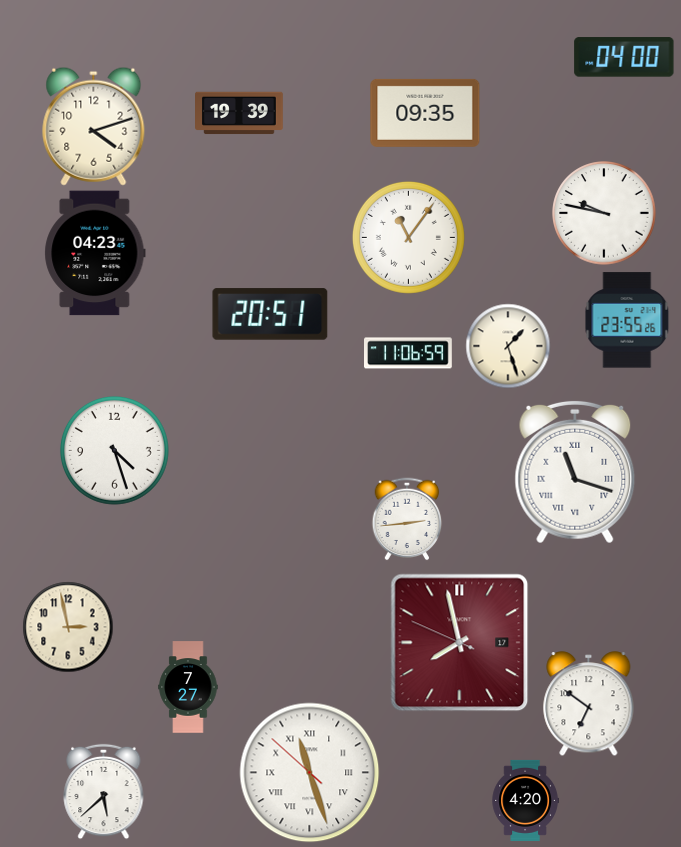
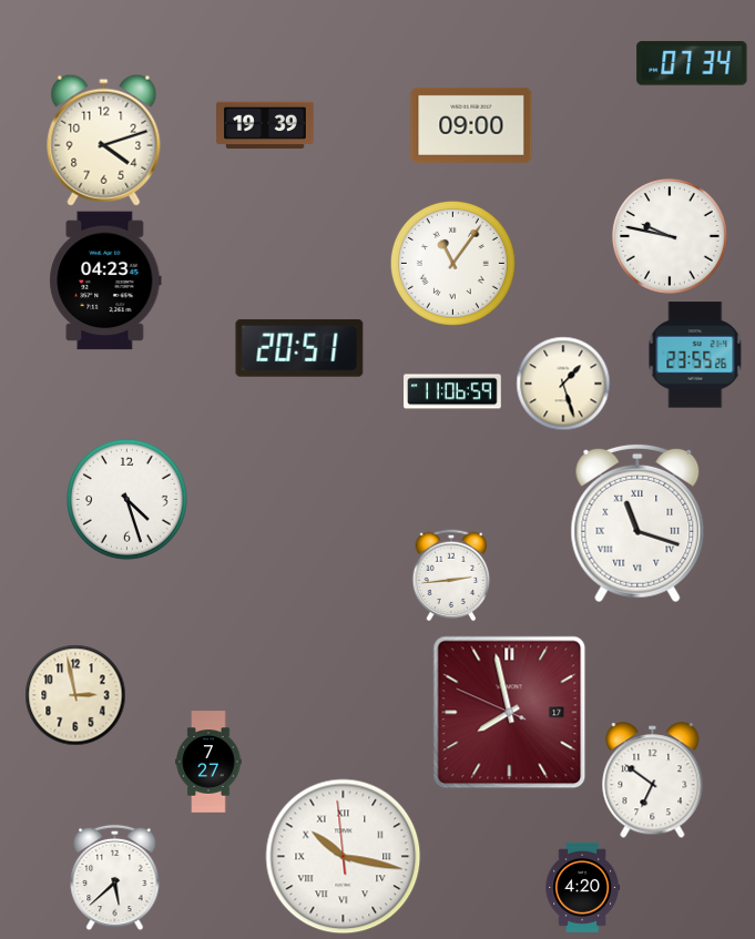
clock at (624, 57): 04:00 -> 07:34
clock at (425, 113): 09:35 -> 09:00
clock at (310, 773): 11:26 -> 10:16
